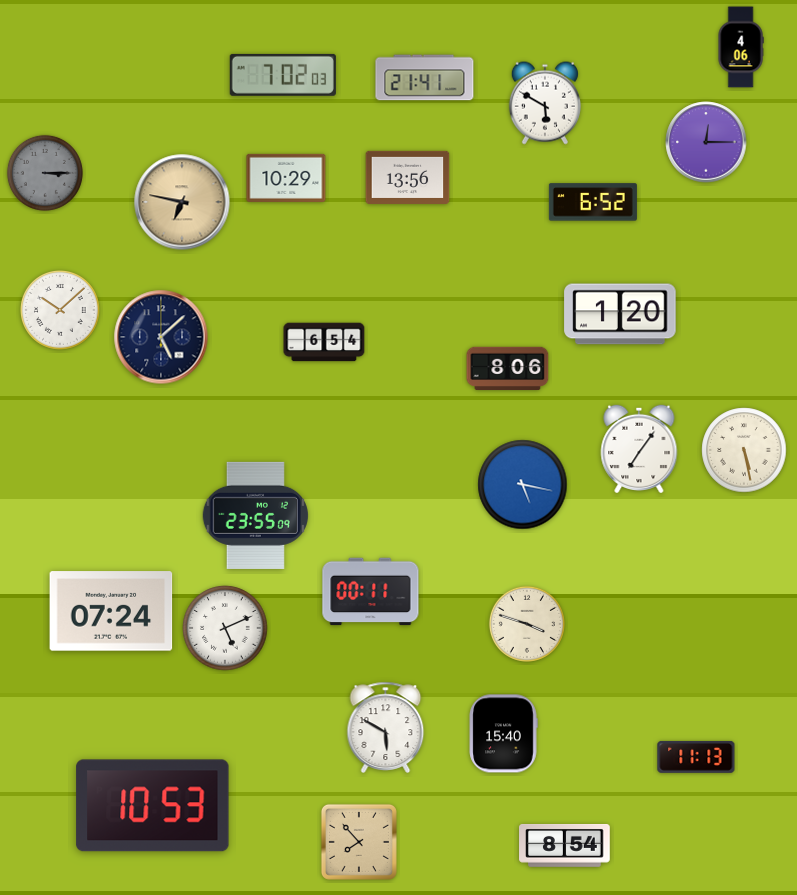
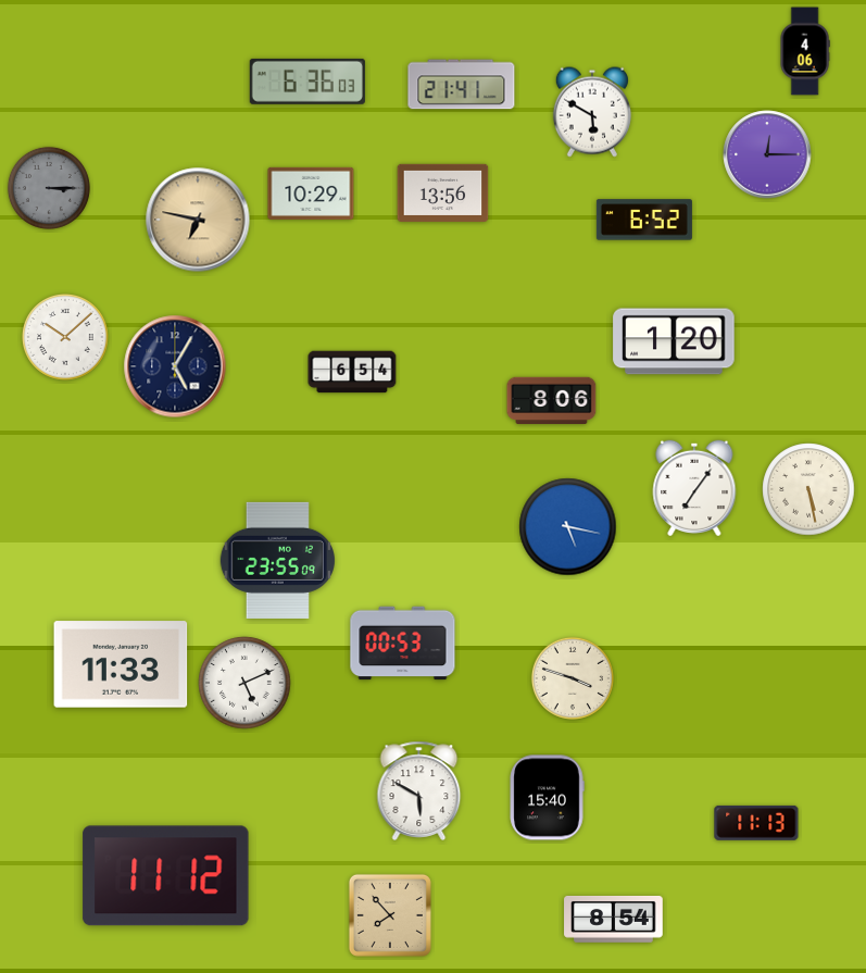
clock at (283, 75): 7:02 -> 6:36
clock at (161, 337): 5:08 -> 5:05
clock at (371, 592): 00:11 -> 00:53
clock at (111, 611): 07:24 -> 11:33
clock at (153, 806): 10:53 -> 11:12
